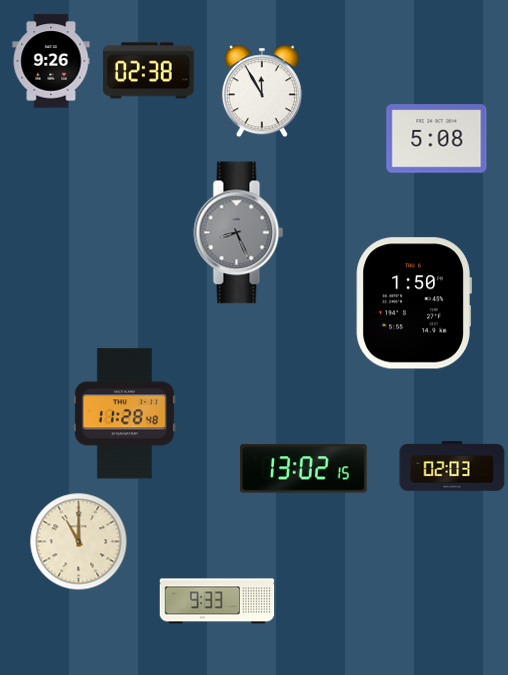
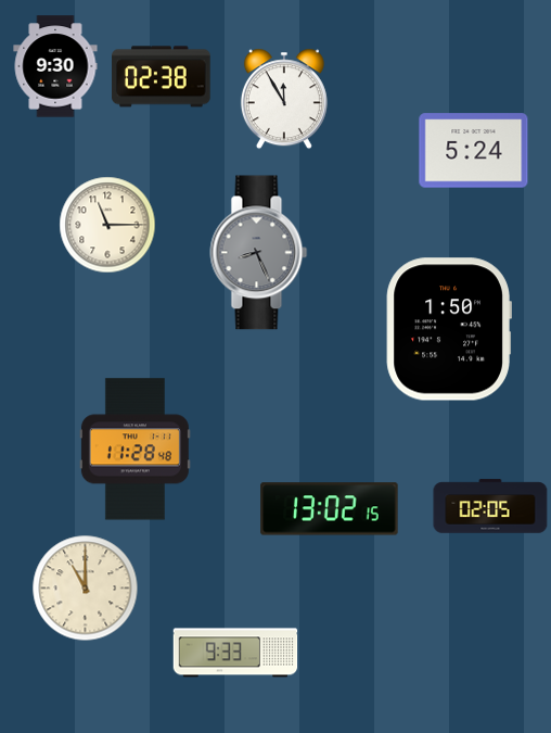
clock at (51, 61): 9:26 -> 9:30
clock at (437, 139): 5:08 -> 5:24
clock at (107, 225): none -> 11:15
clock at (452, 466): 02:03 -> 02:05
